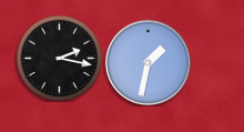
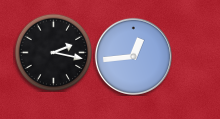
clock at (148, 62): 1:32 -> 12:44
